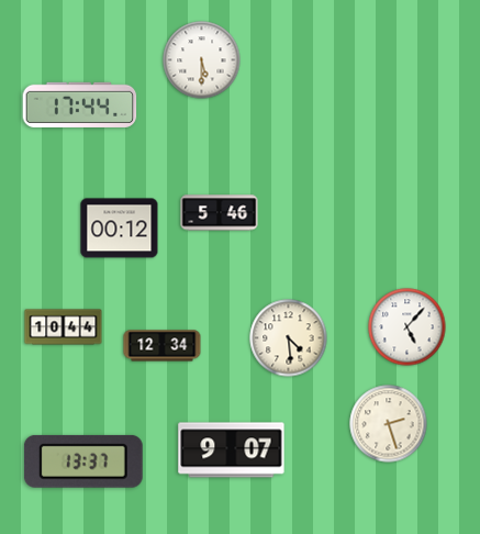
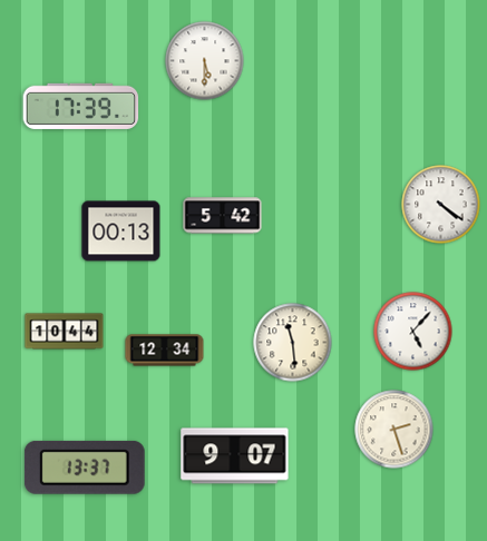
clock at (80, 104): 17:44 -> 17:39
clock at (441, 205): none -> 4:21
clock at (220, 213): 5:46 -> 5:42
clock at (120, 229): 00:12 -> 00:13
clock at (289, 338): 4:29 -> 11:29
